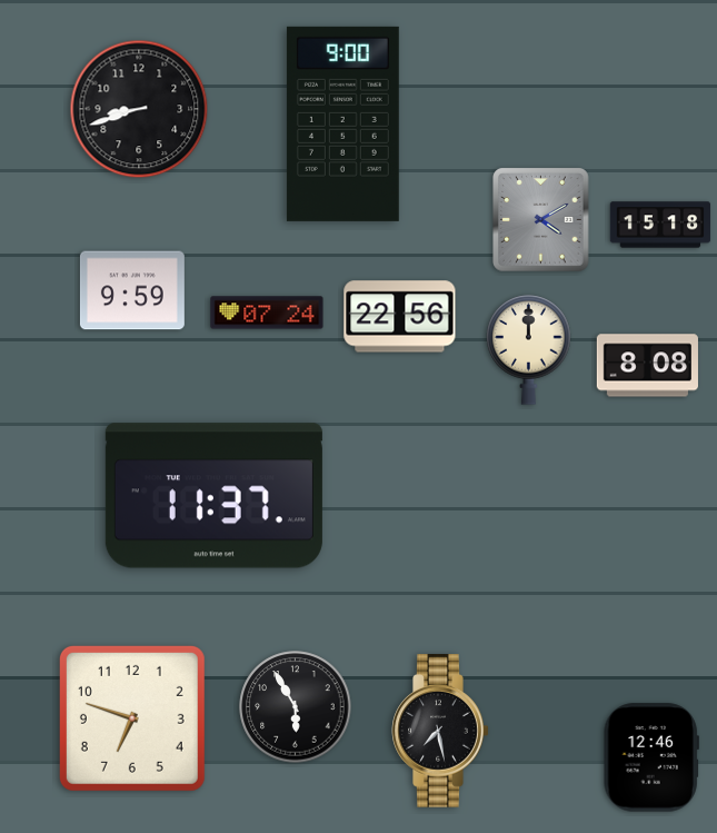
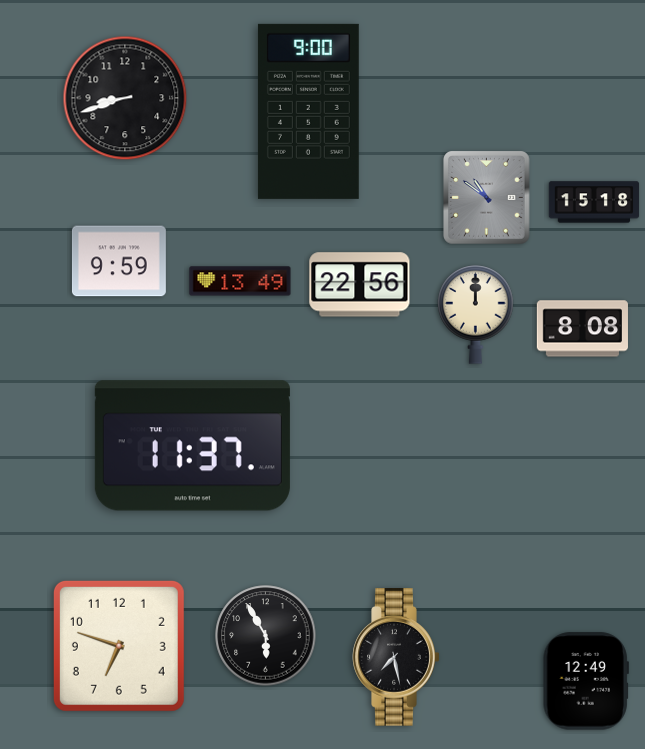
clock at (541, 220): 4:10 -> 10:51
clock at (267, 313): 07:24 -> 13:49
clock at (651, 757): 12:46 -> 12:49
